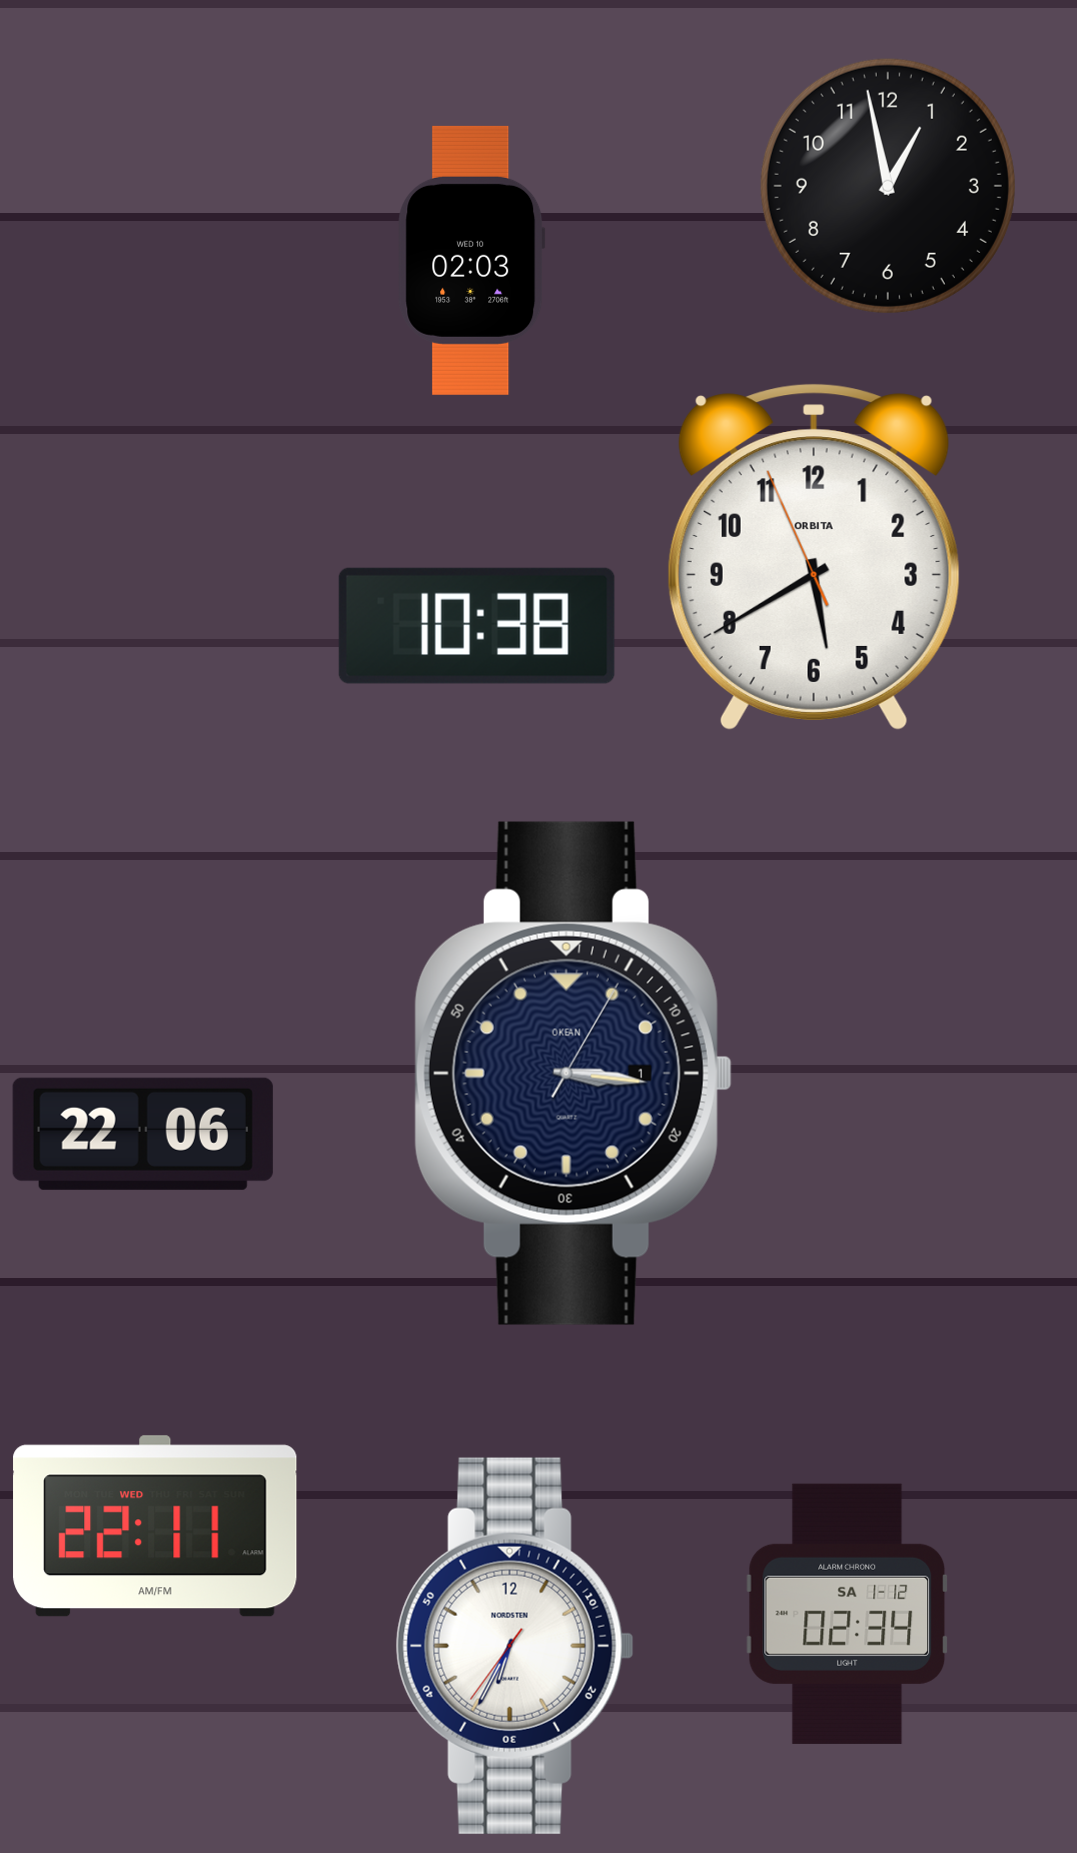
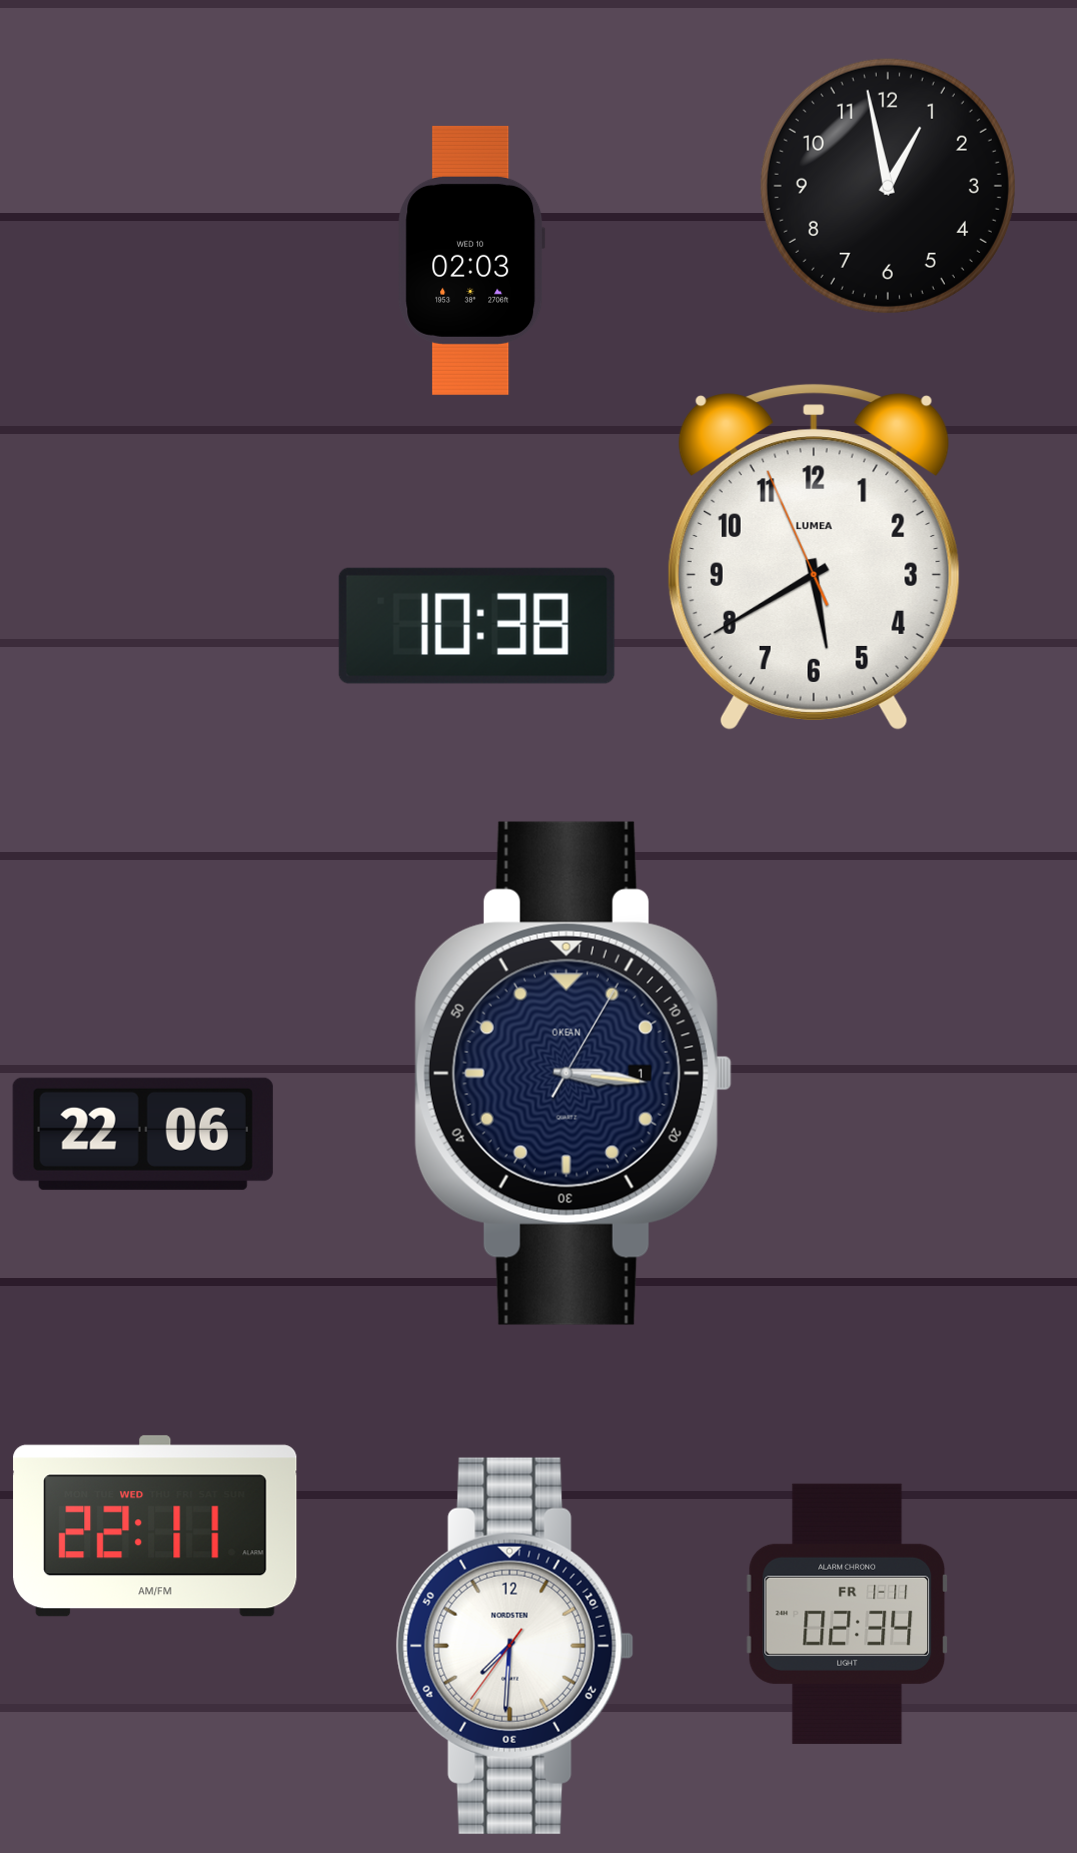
clock at (814, 557) brand: ORBITA -> LUMEA
clock at (847, 1614) date: SA 1-12 -> FR 1-11
clock at (515, 1646): 6:34 -> 7:30
